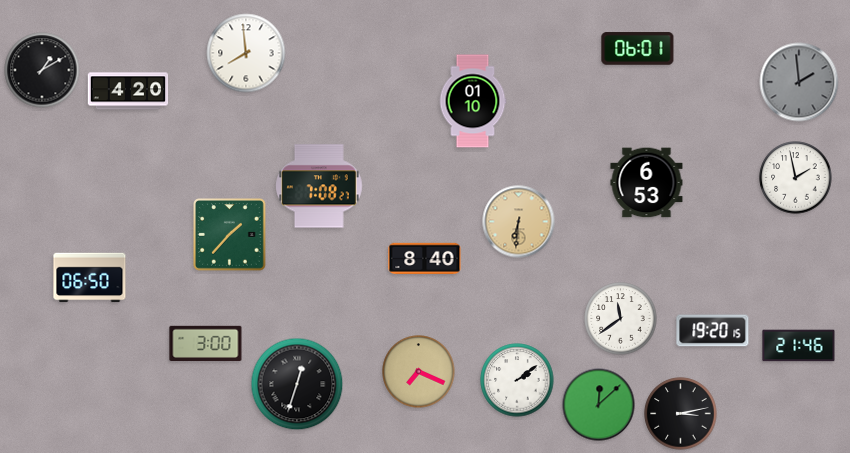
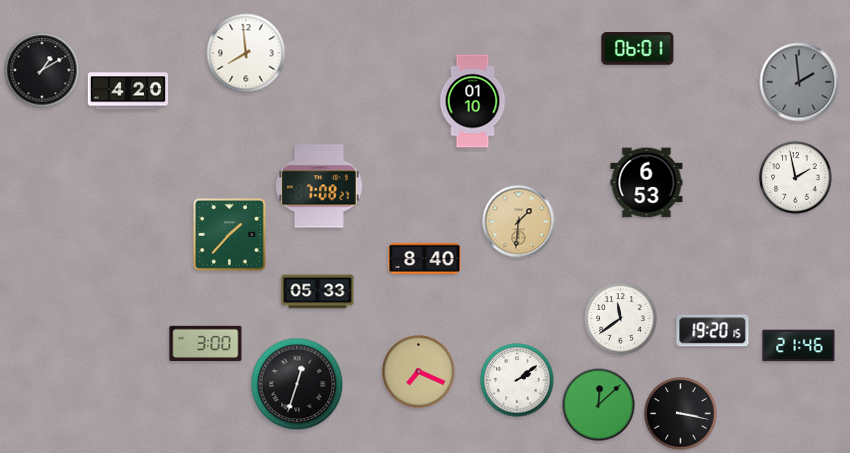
clock at (519, 222): 6:31 -> 1:31
clock at (90, 278): 06:50 -> none
clock at (318, 292): none -> 05:33
clock at (681, 414): 3:13 -> 3:17
